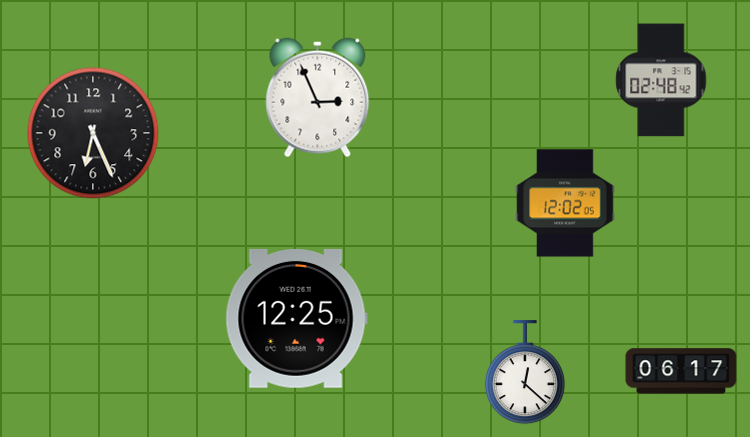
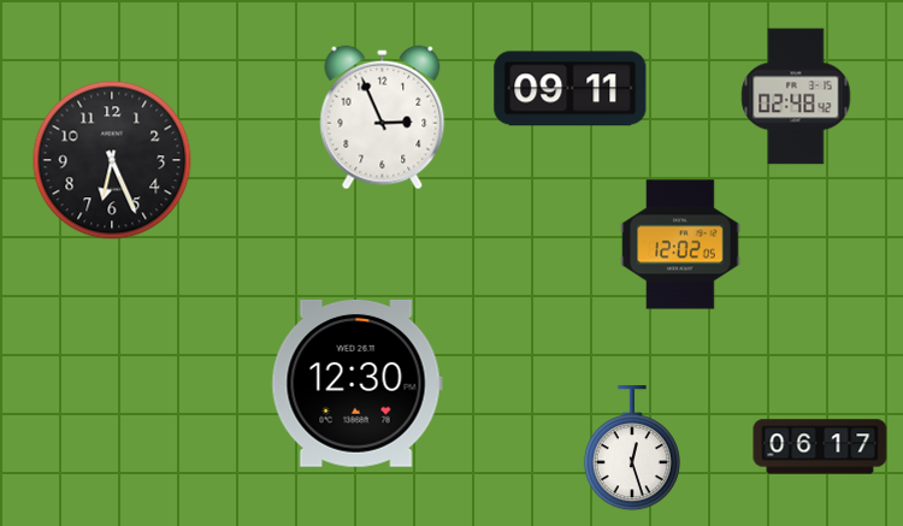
clock at (571, 89): none -> 09:11
clock at (296, 318): 12:25 -> 12:30
clock at (525, 373): 12:22 -> 12:27
